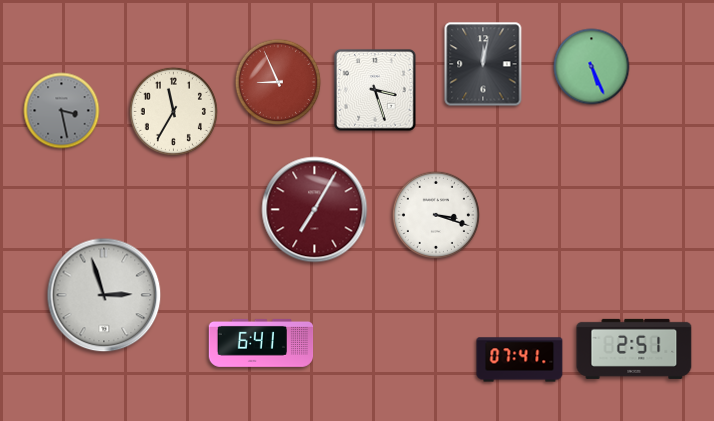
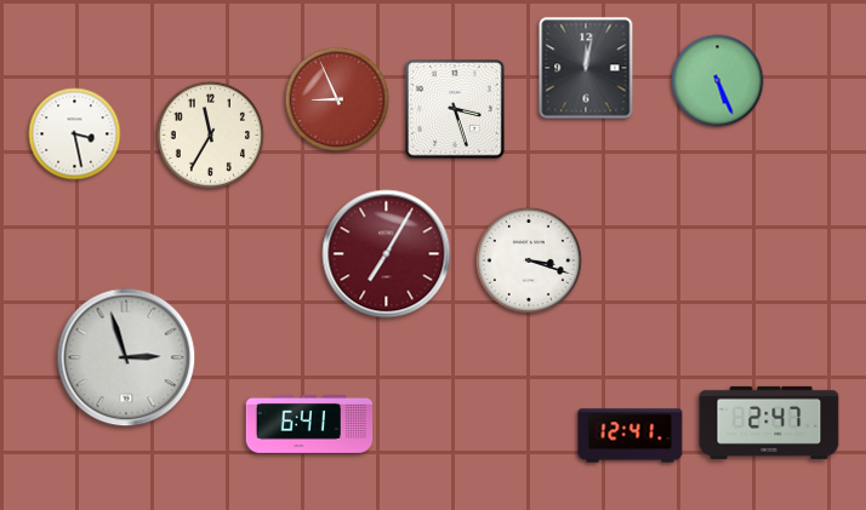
clock at (483, 64) position: (483, 64) -> (586, 68)
clock at (62, 111) dial: grey -> white
clock at (315, 210) position: (315, 210) -> (387, 254)
clock at (261, 343) position: (261, 343) -> (309, 424)
clock at (634, 349): 2:51 -> 2:47
clock at (520, 360): 07:41 -> 12:41
